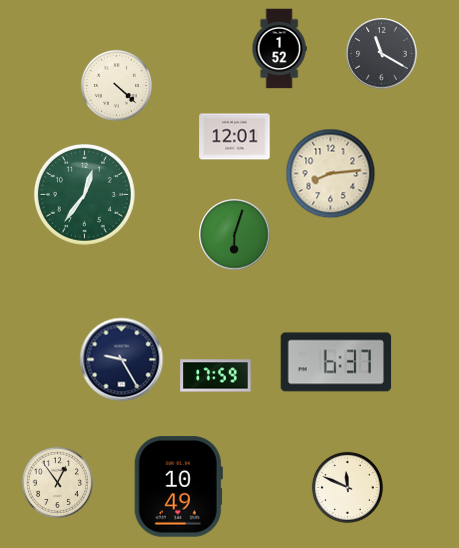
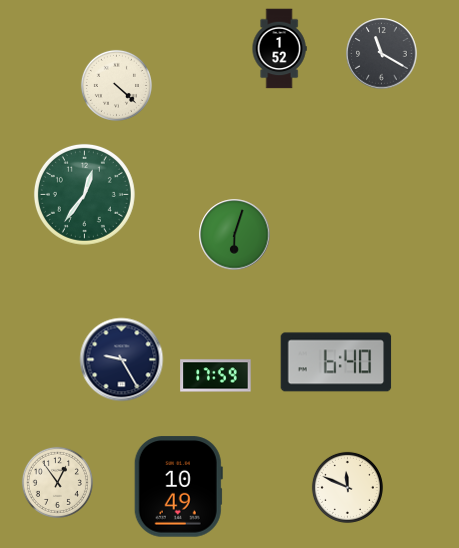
clock at (235, 137): 12:01 -> none
clock at (331, 174): 8:14 -> none
clock at (336, 362): 6:37 -> 6:40
